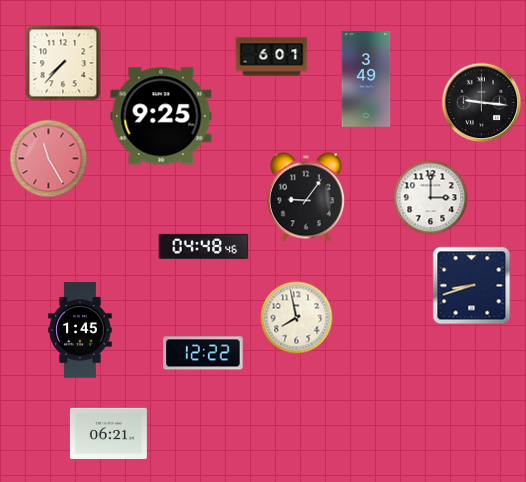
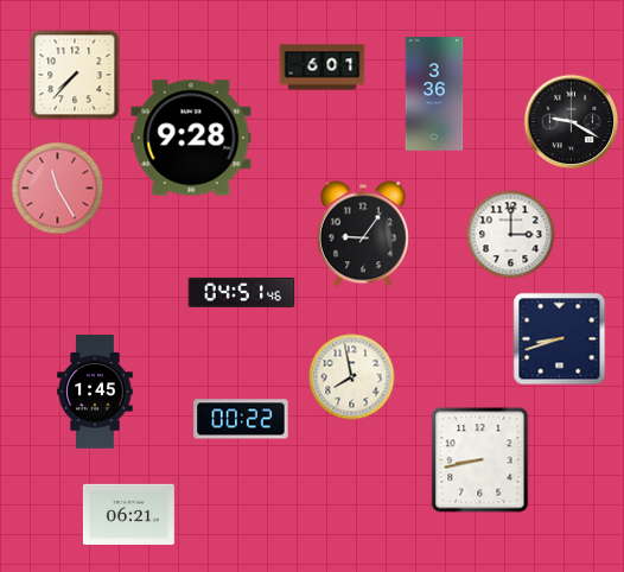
clock at (366, 79): 3:49 -> 3:36
clock at (482, 103): 9:16 -> 9:20
clock at (161, 116): 9:25 -> 9:28
clock at (204, 246): 04:48 -> 04:51
clock at (203, 353): 12:22 -> 00:22
clock at (480, 460): none -> 8:43
